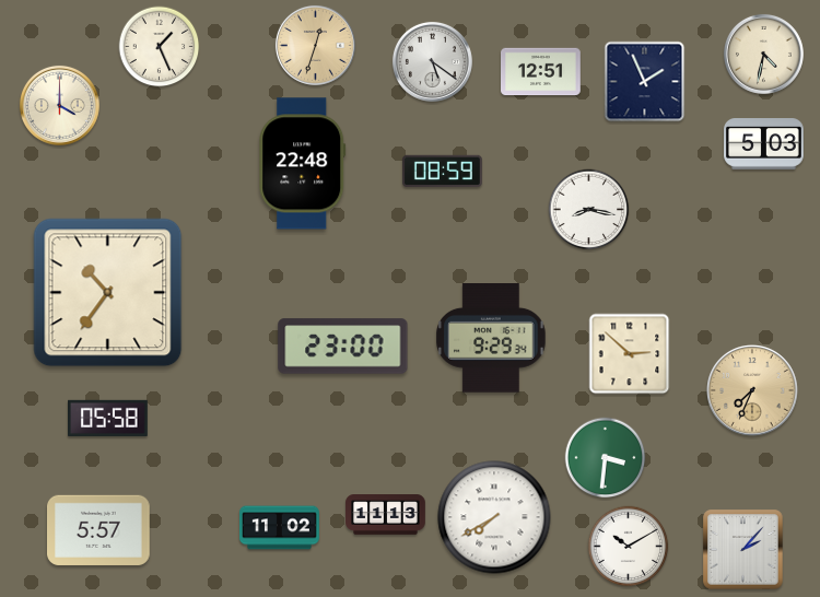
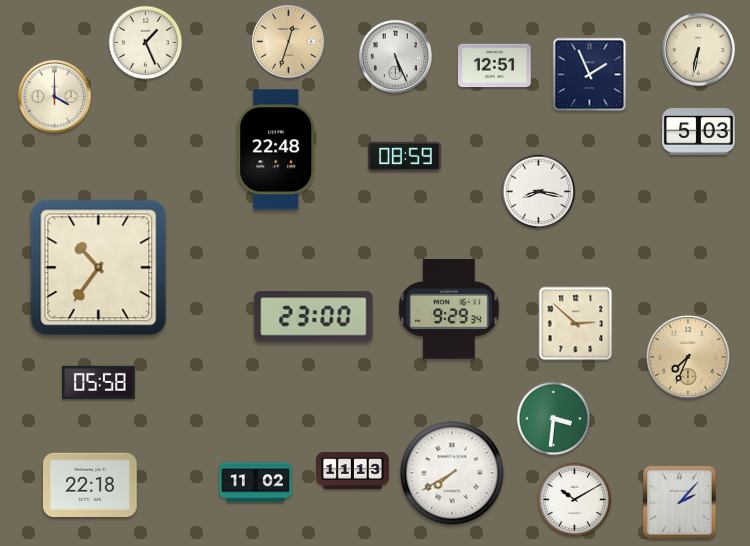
clock at (763, 54): 4:32 -> 6:32
clock at (432, 61): 5:21 -> 5:26
clock at (99, 530): 5:57 -> 22:18
